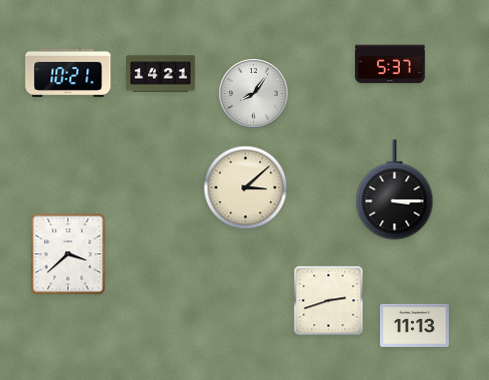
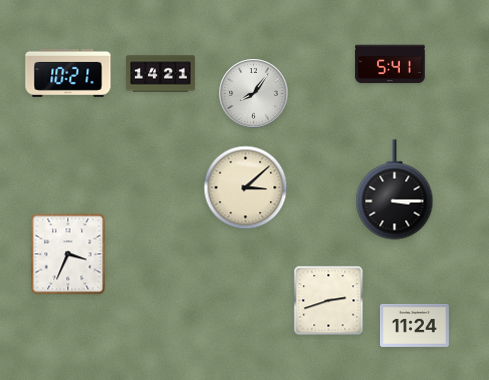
clock at (390, 64): 5:37 -> 5:41
clock at (68, 254): 3:38 -> 3:34
clock at (414, 325): 11:13 -> 11:24
